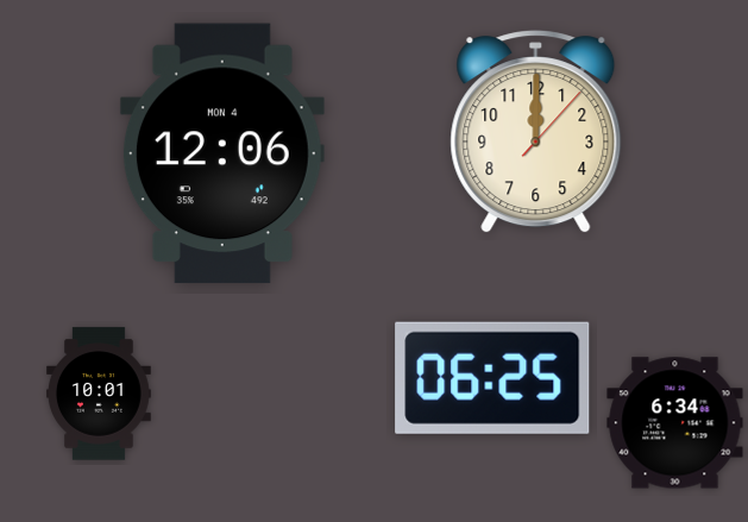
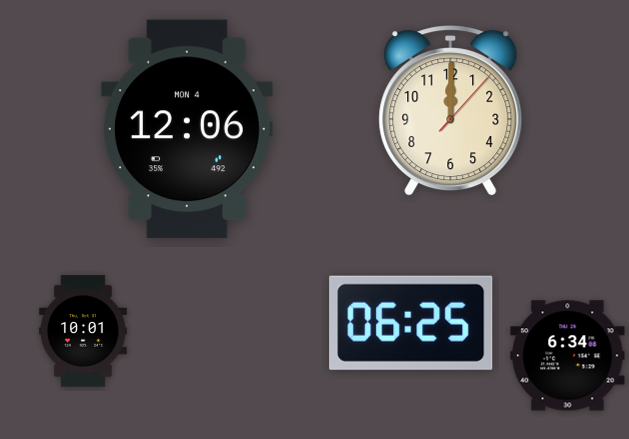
clock at (492, 378) position: (492, 378) -> (411, 323)
